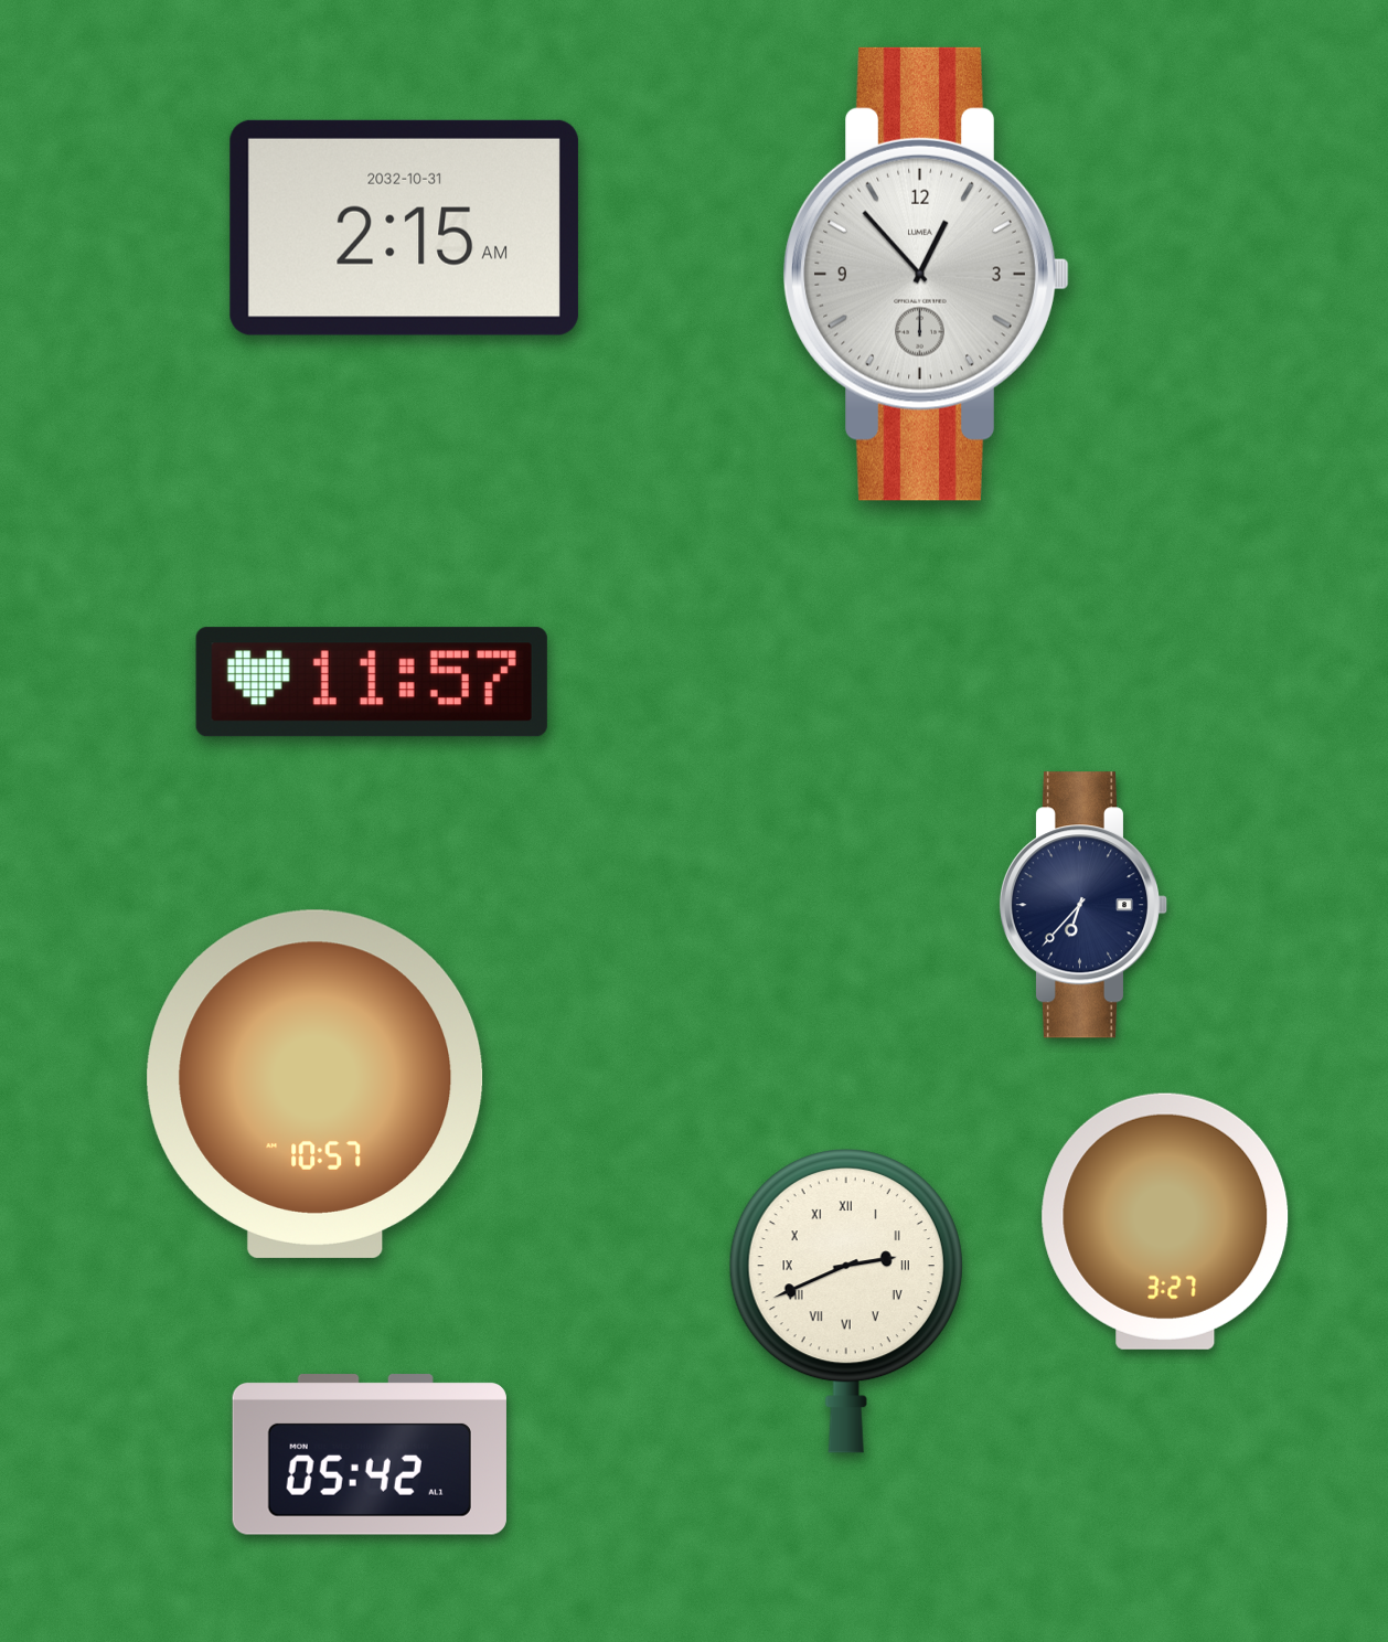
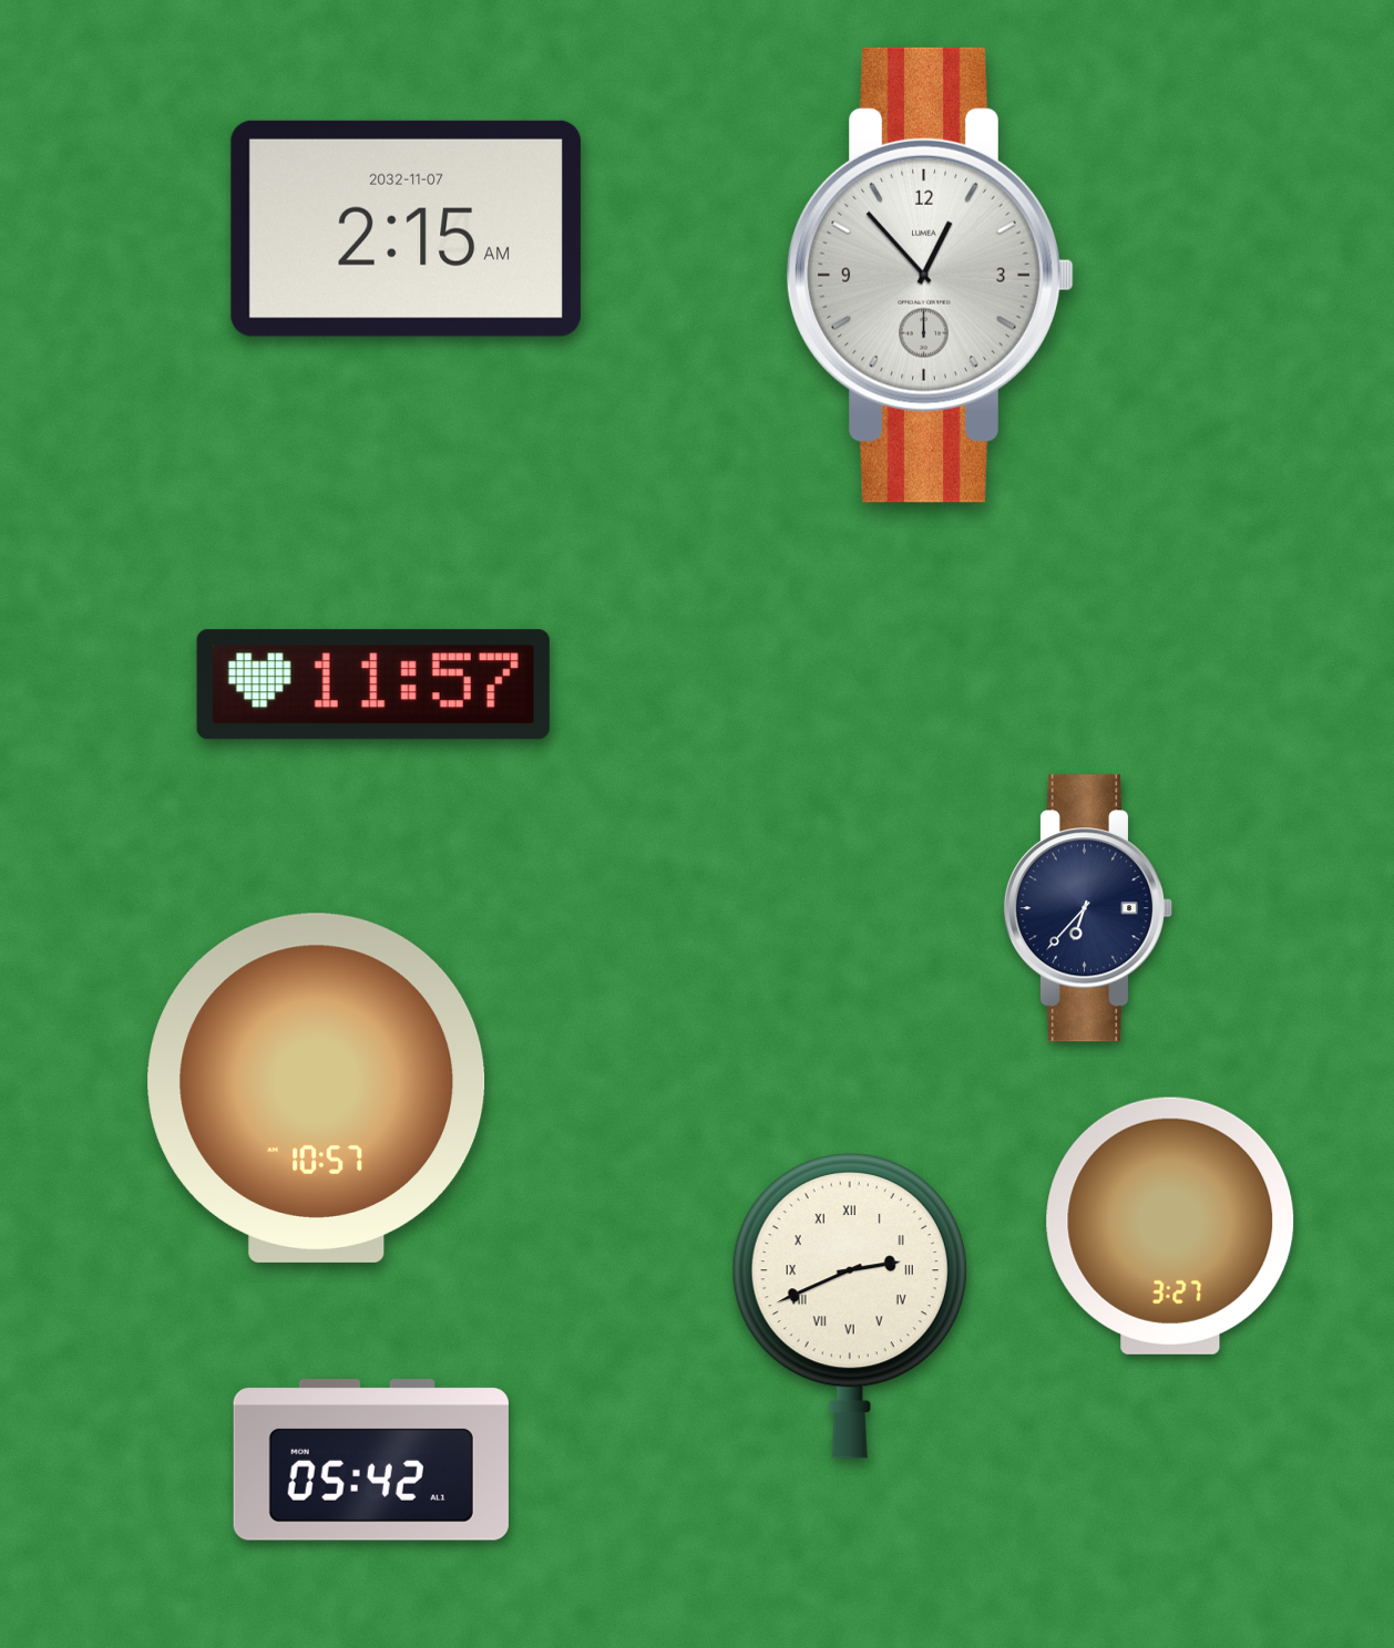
clock at (404, 227) date: 2032-10-31 -> 2032-11-07
